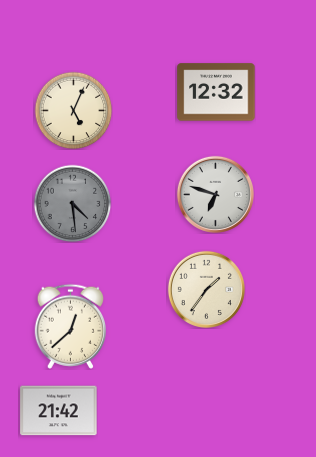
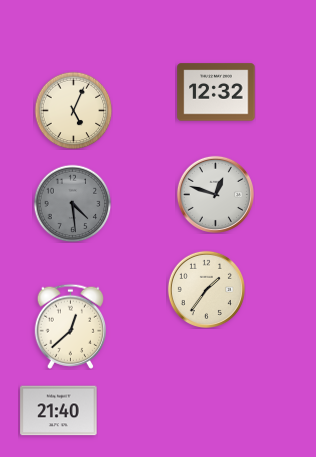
clock at (215, 194): 6:48 -> 12:48
clock at (59, 411): 21:42 -> 21:40
